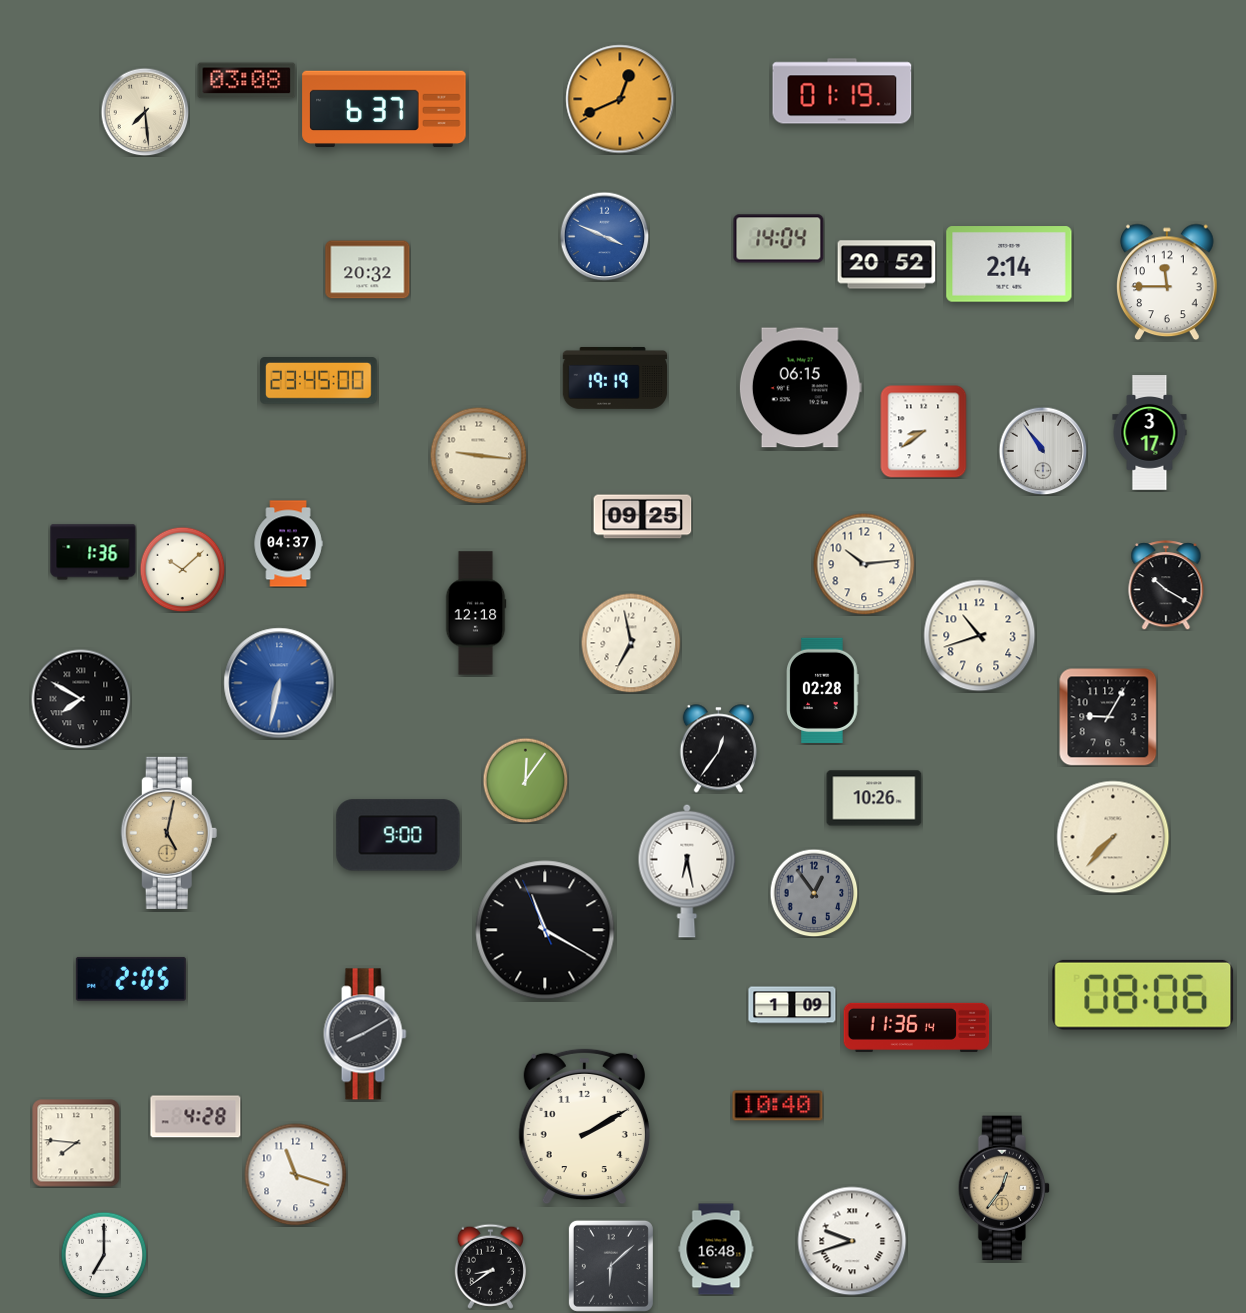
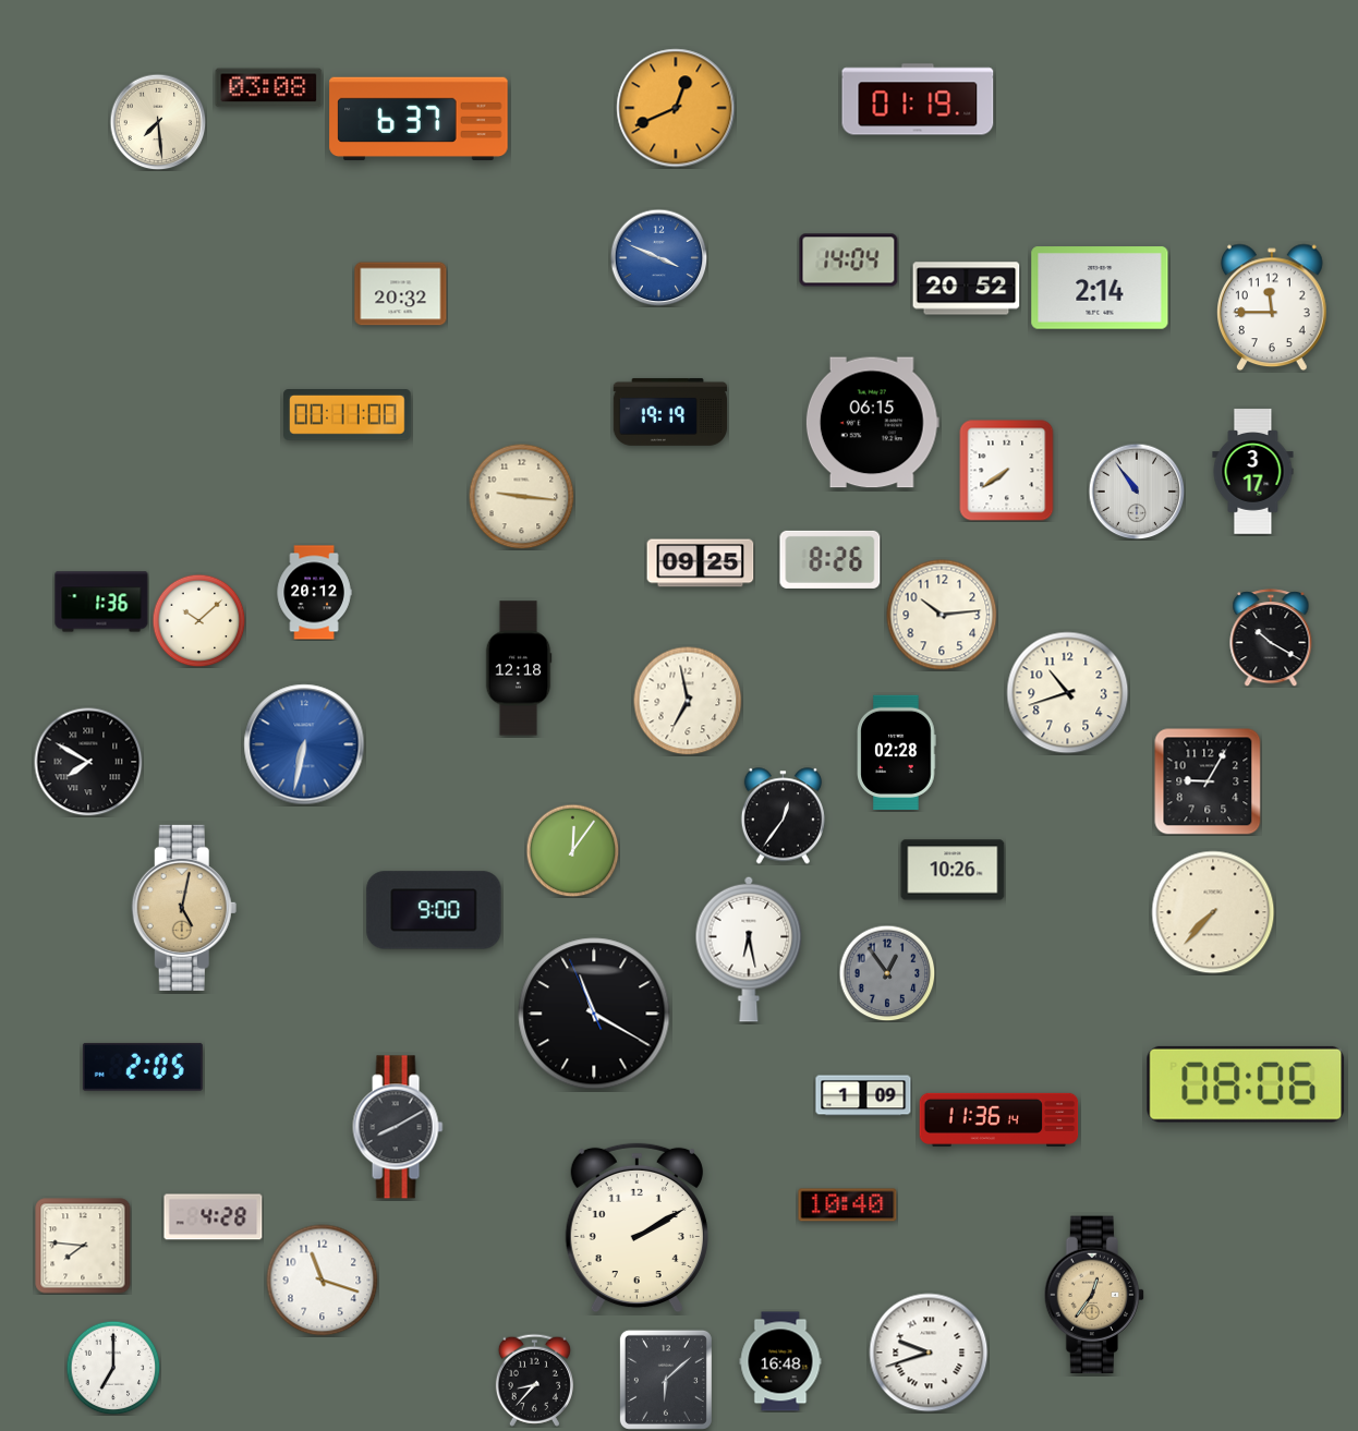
clock at (319, 381): 23:45 -> 00:11
clock at (924, 432): 8:39 -> 7:39
clock at (830, 559): none -> 8:26
clock at (288, 544): 04:37 -> 20:12
clock at (490, 1266): 8:39 -> 8:37
